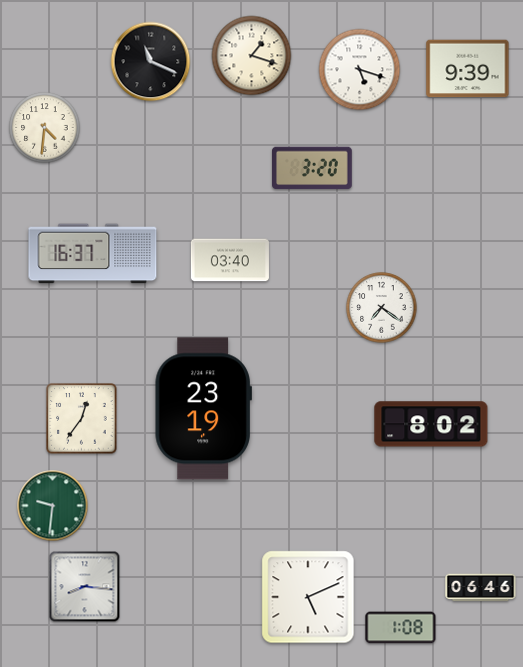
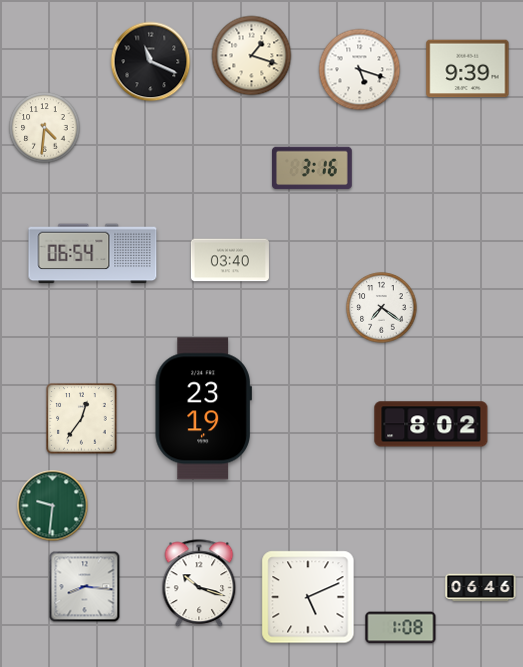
clock at (313, 168): 3:20 -> 3:16
clock at (93, 254): 16:37 -> 06:54
clock at (199, 584): none -> 10:18
